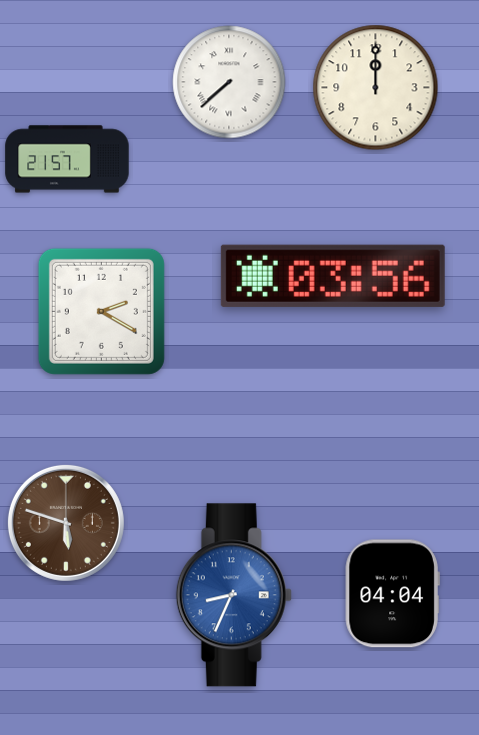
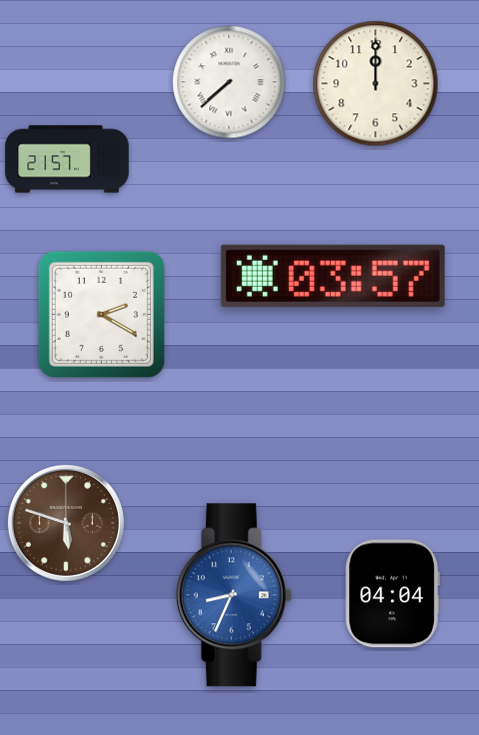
clock at (376, 88) position: (376, 88) -> (376, 84)
clock at (333, 276): 03:56 -> 03:57
clock at (101, 311) position: (101, 311) -> (101, 314)
